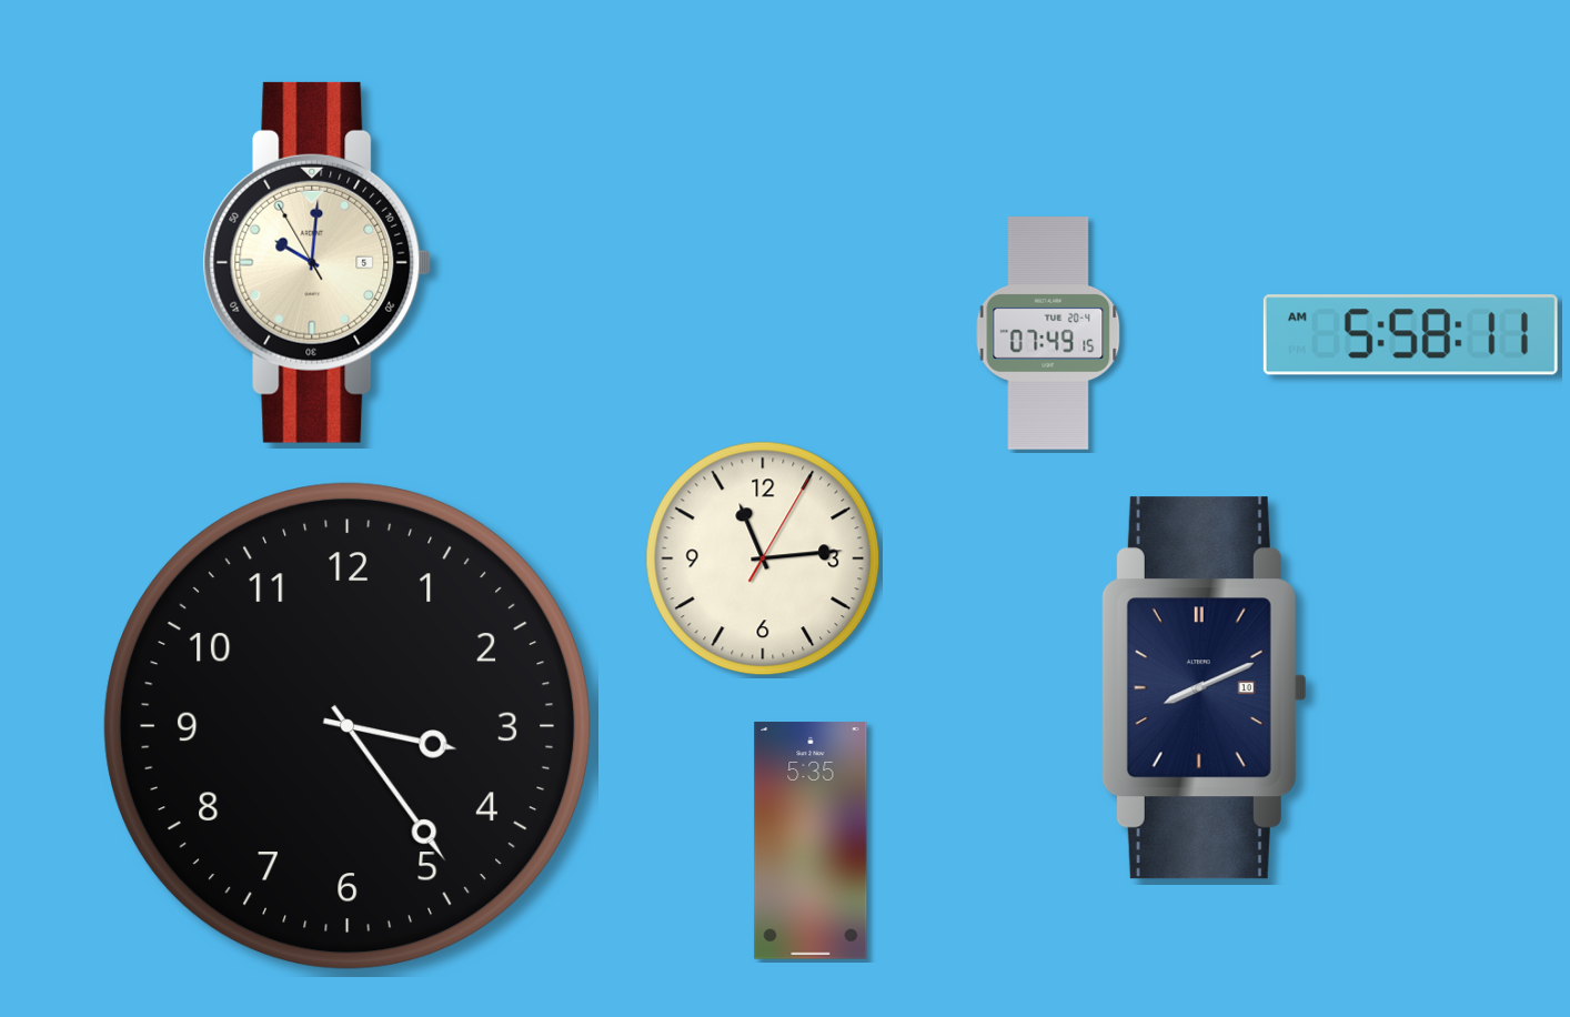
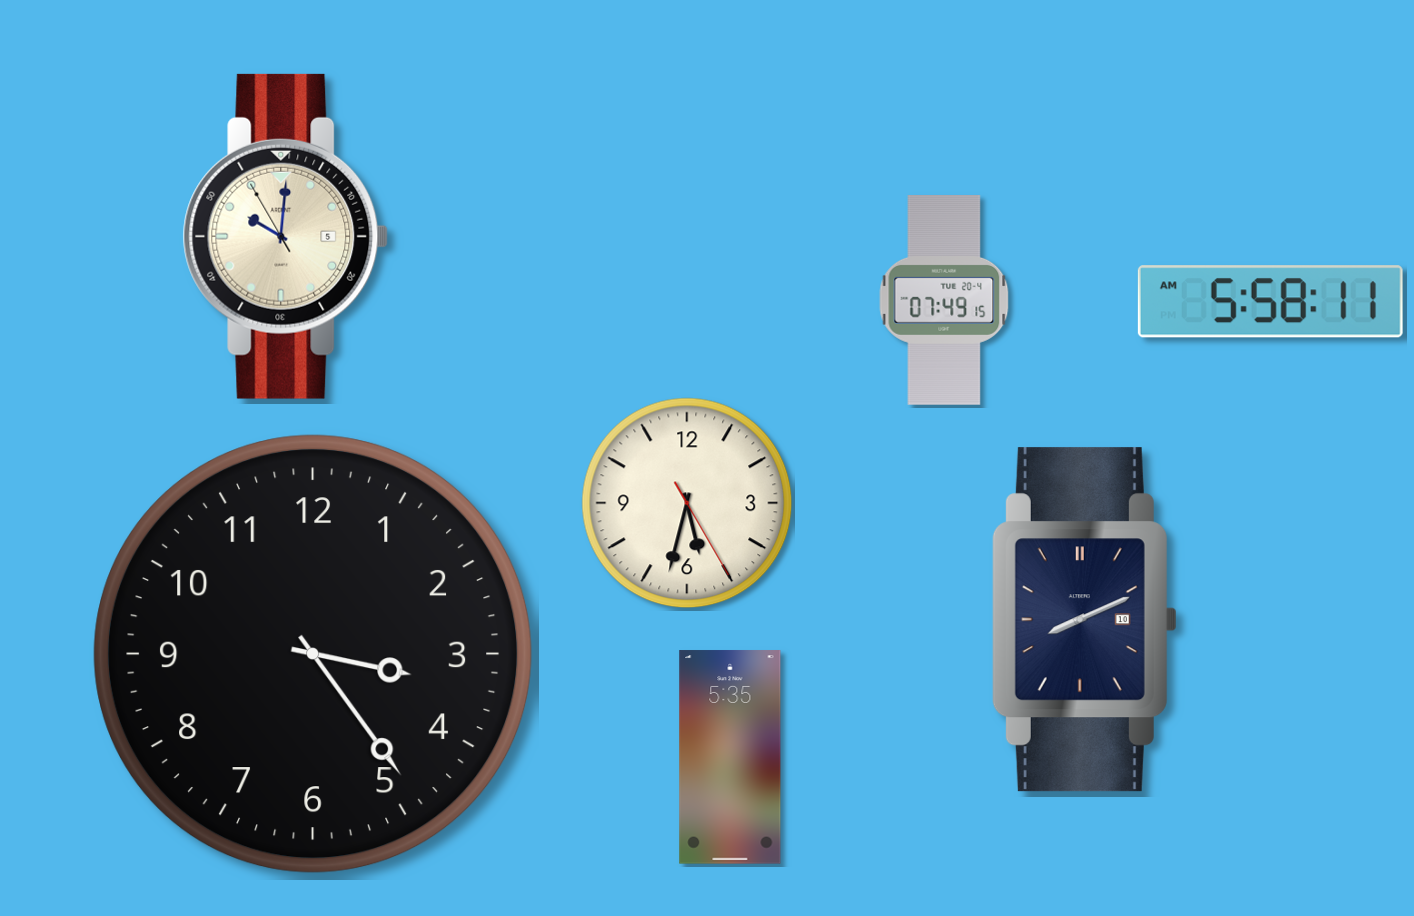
clock at (763, 558): 11:14 -> 5:32
